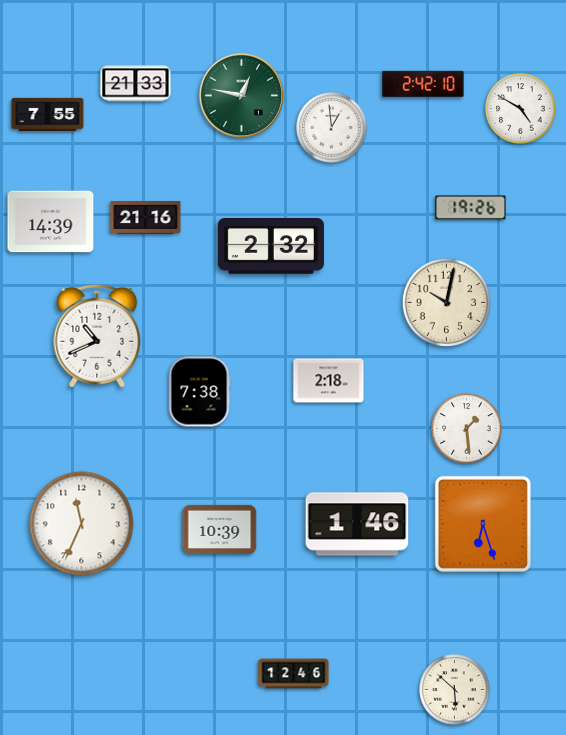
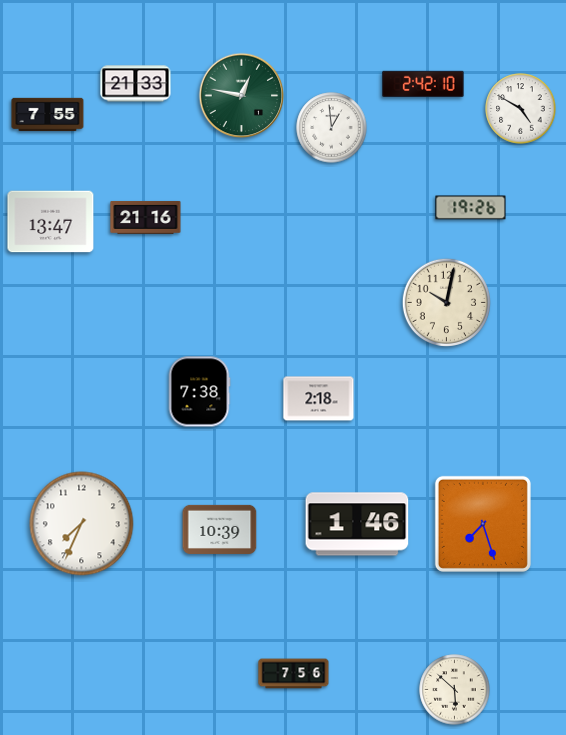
clock at (51, 222): 14:39 -> 13:47
clock at (271, 247): 2:32 -> none
clock at (97, 336): 10:41 -> none
clock at (329, 381) position: (329, 381) -> (319, 399)
clock at (467, 429): 1:29 -> none
clock at (82, 524): 11:34 -> 7:34
clock at (483, 524): 6:27 -> 7:27
clock at (294, 674): 12:46 -> 7:56
